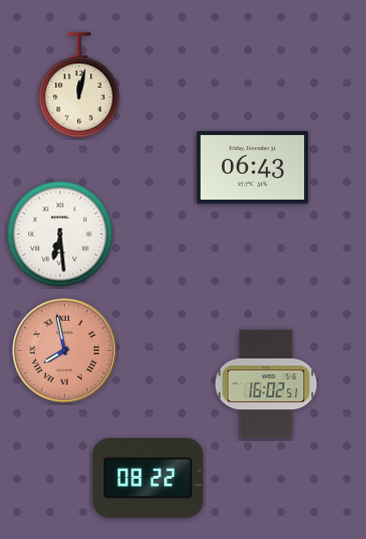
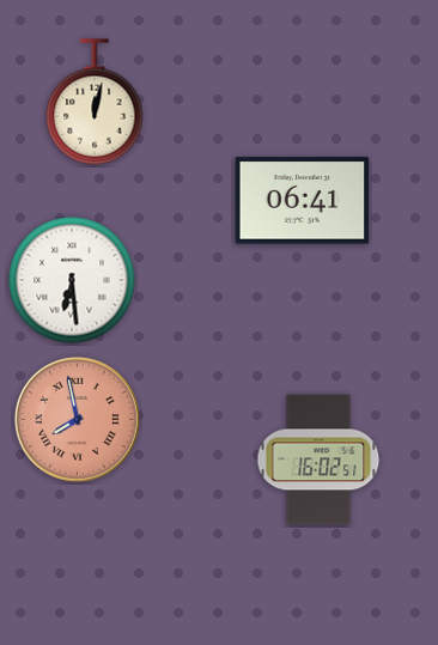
clock at (253, 168): 06:43 -> 06:41
clock at (148, 479): 08:22 -> none
